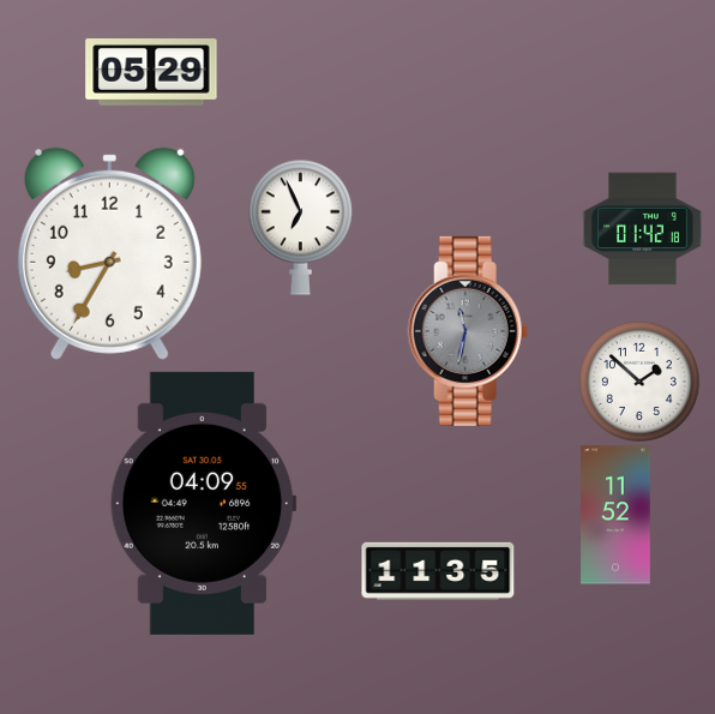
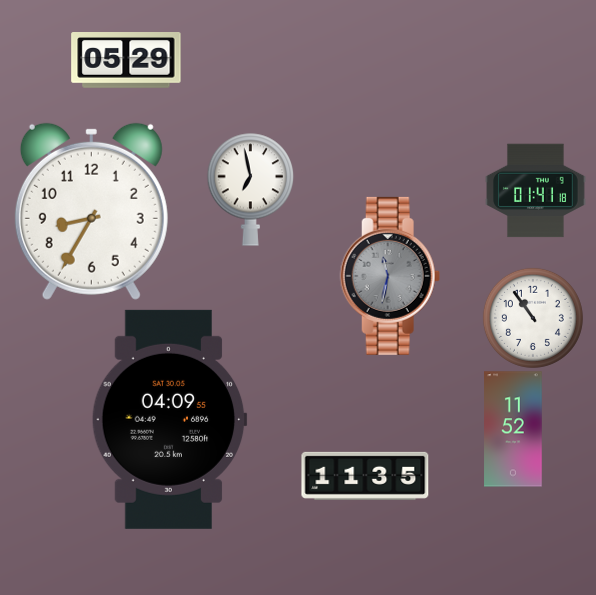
clock at (301, 227): 6:56 -> 6:58
clock at (643, 229): 01:42 -> 01:41
clock at (639, 382): 1:52 -> 10:54
